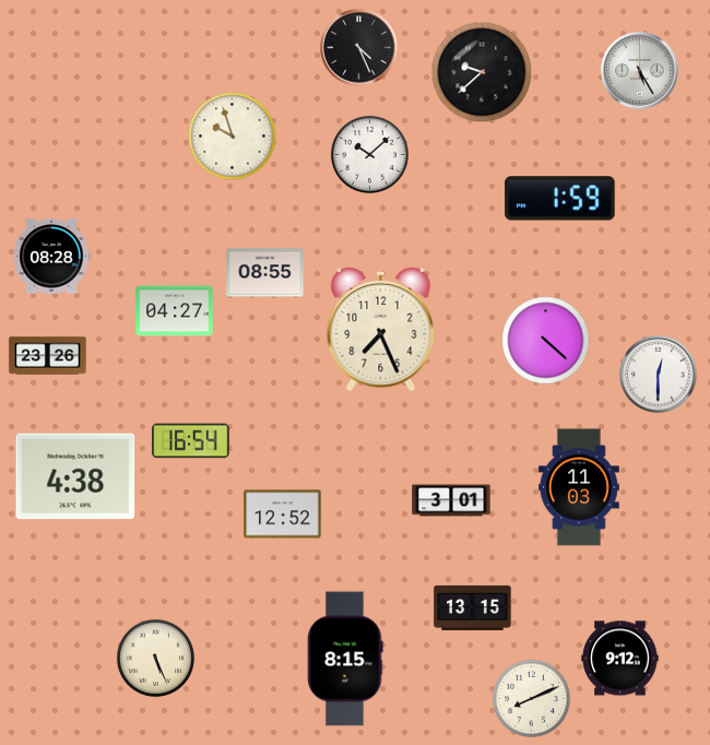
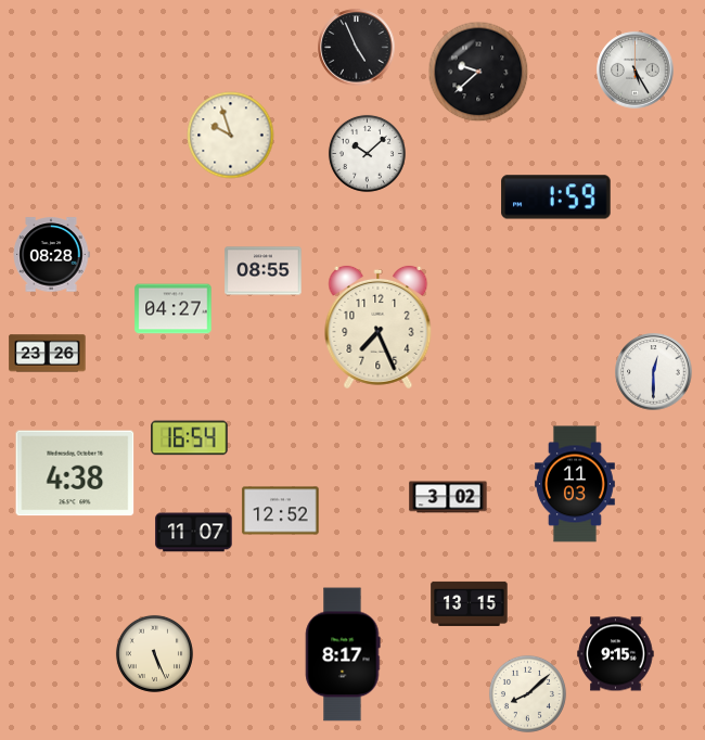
clock at (359, 48): 4:26 -> 4:56
clock at (546, 341): 4:22 -> none
clock at (451, 500): 3:01 -> 3:02
clock at (194, 533): none -> 11:07
clock at (345, 659): 8:15 -> 8:17
clock at (620, 659): 9:12 -> 9:15
clock at (531, 698): 8:11 -> 8:08
